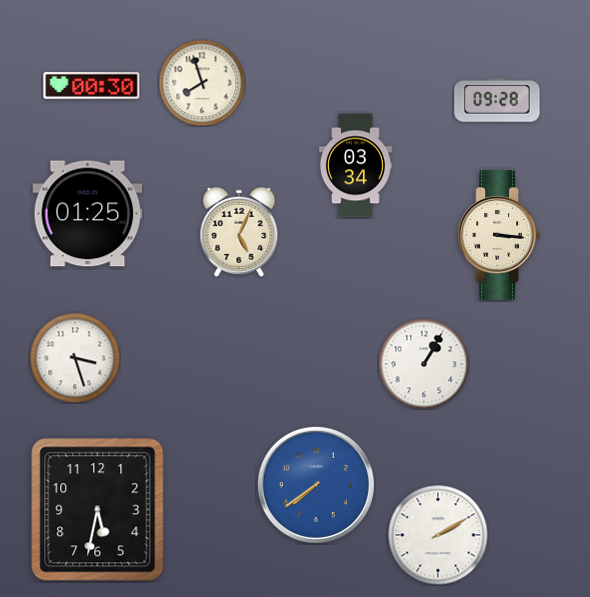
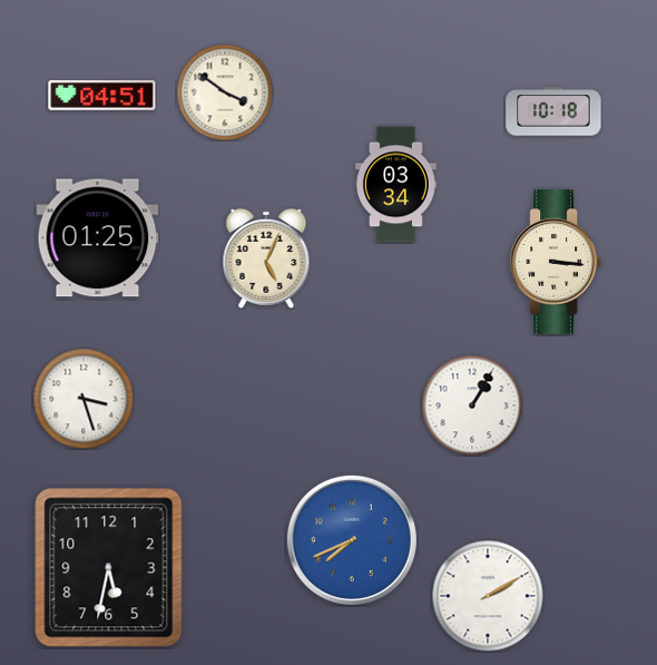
clock at (202, 83): 7:57 -> 3:51
clock at (92, 86): 00:30 -> 04:51
clock at (497, 100): 09:28 -> 10:18
clock at (316, 485): 7:39 -> 7:41
